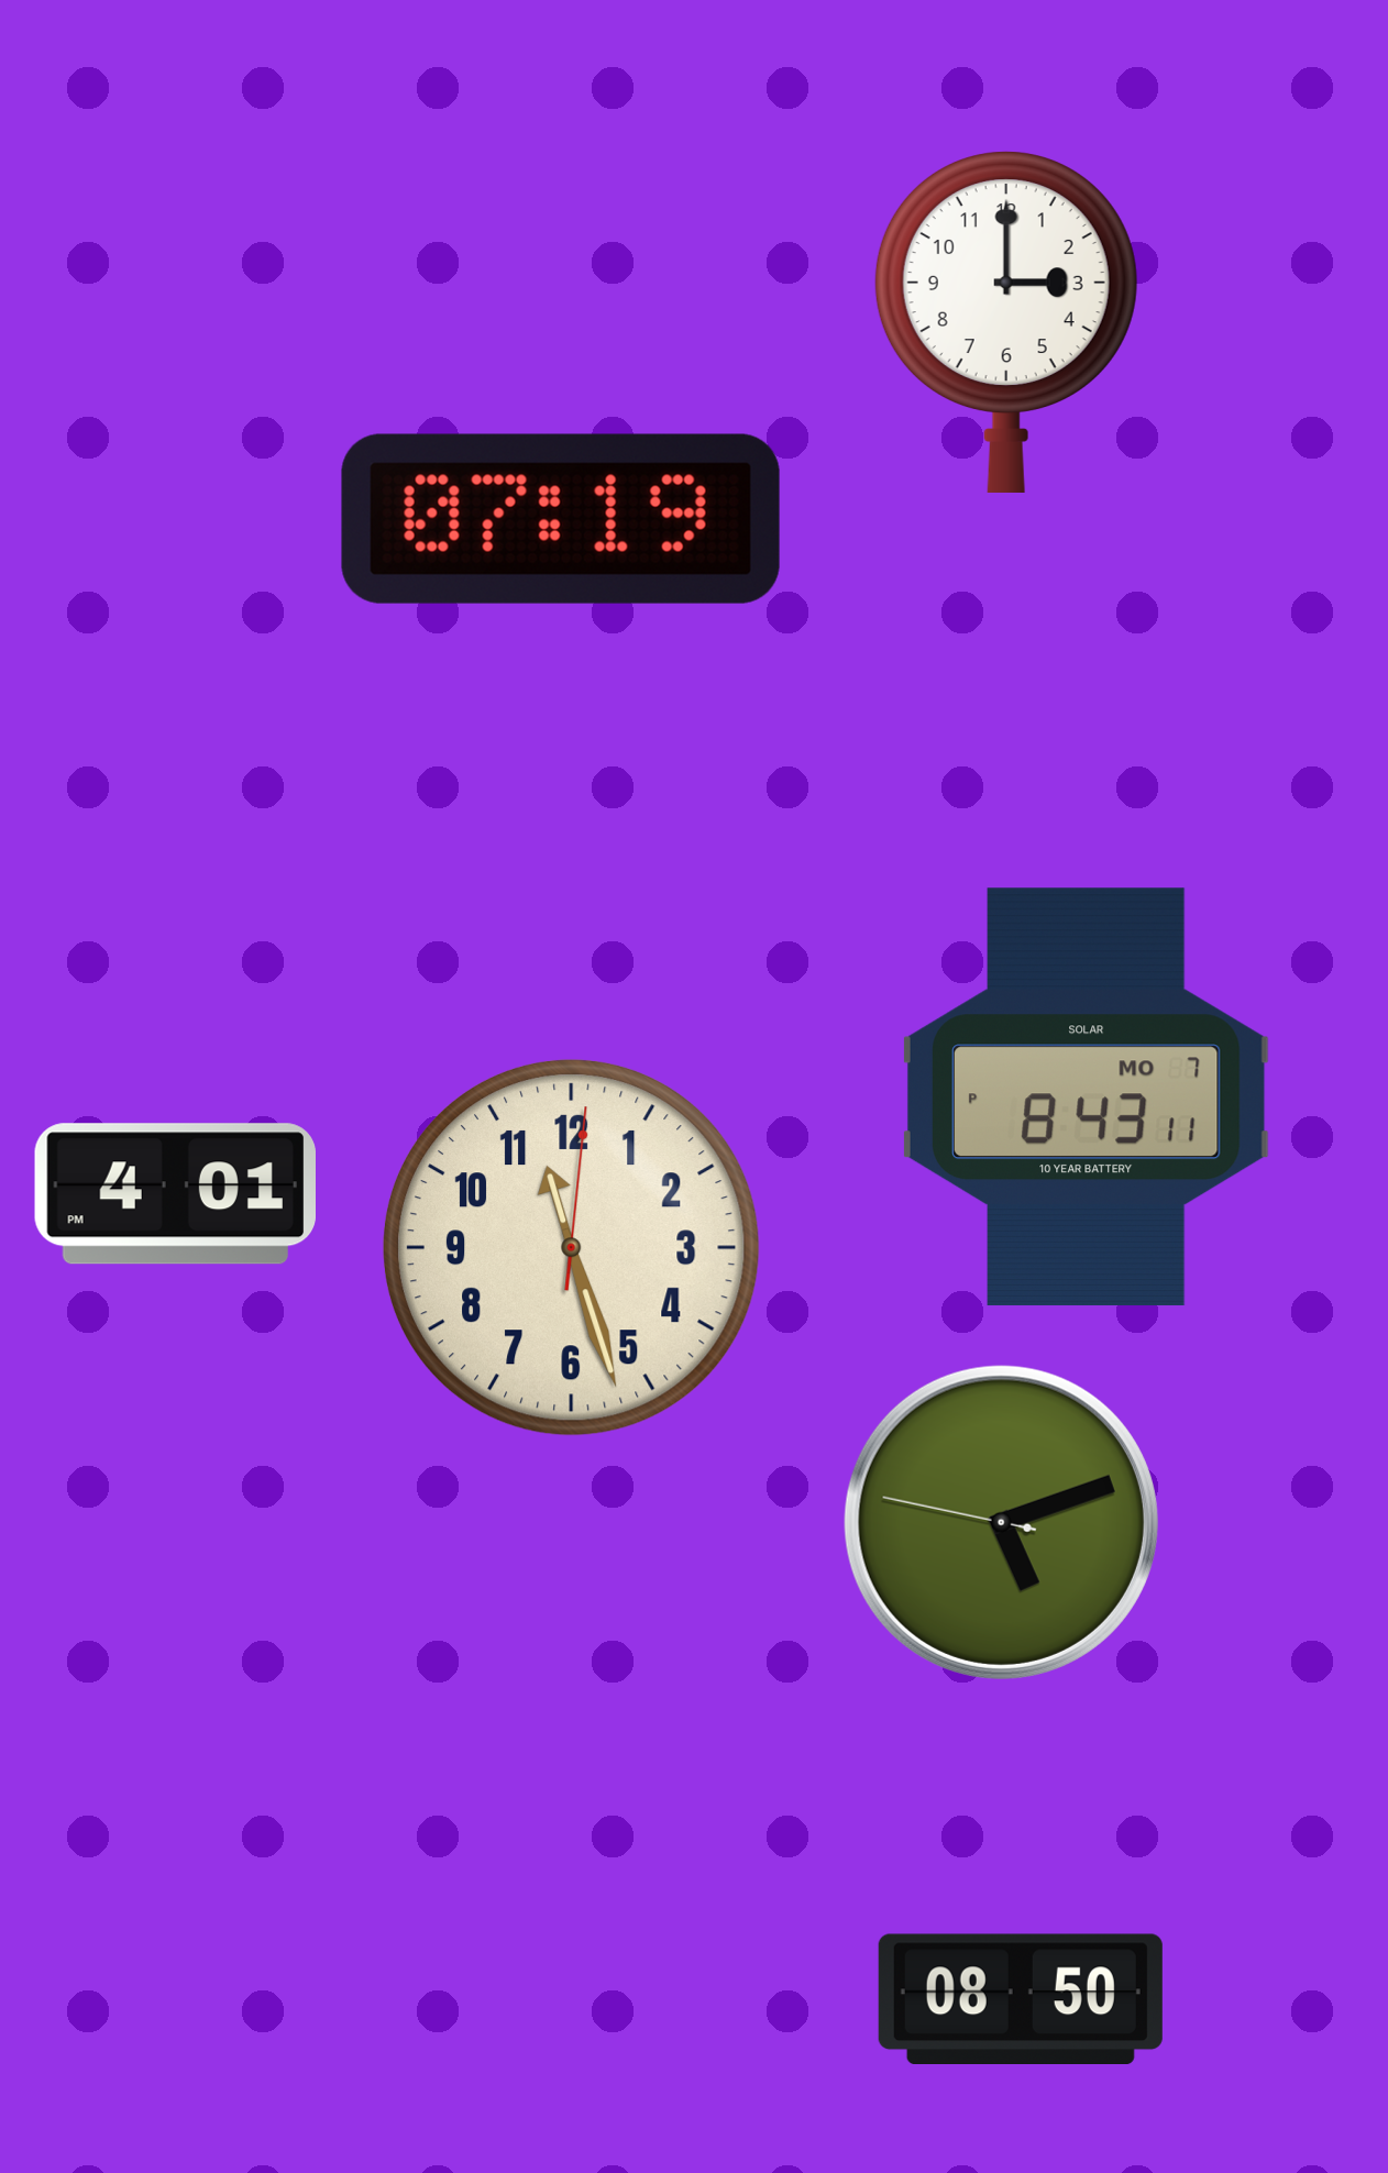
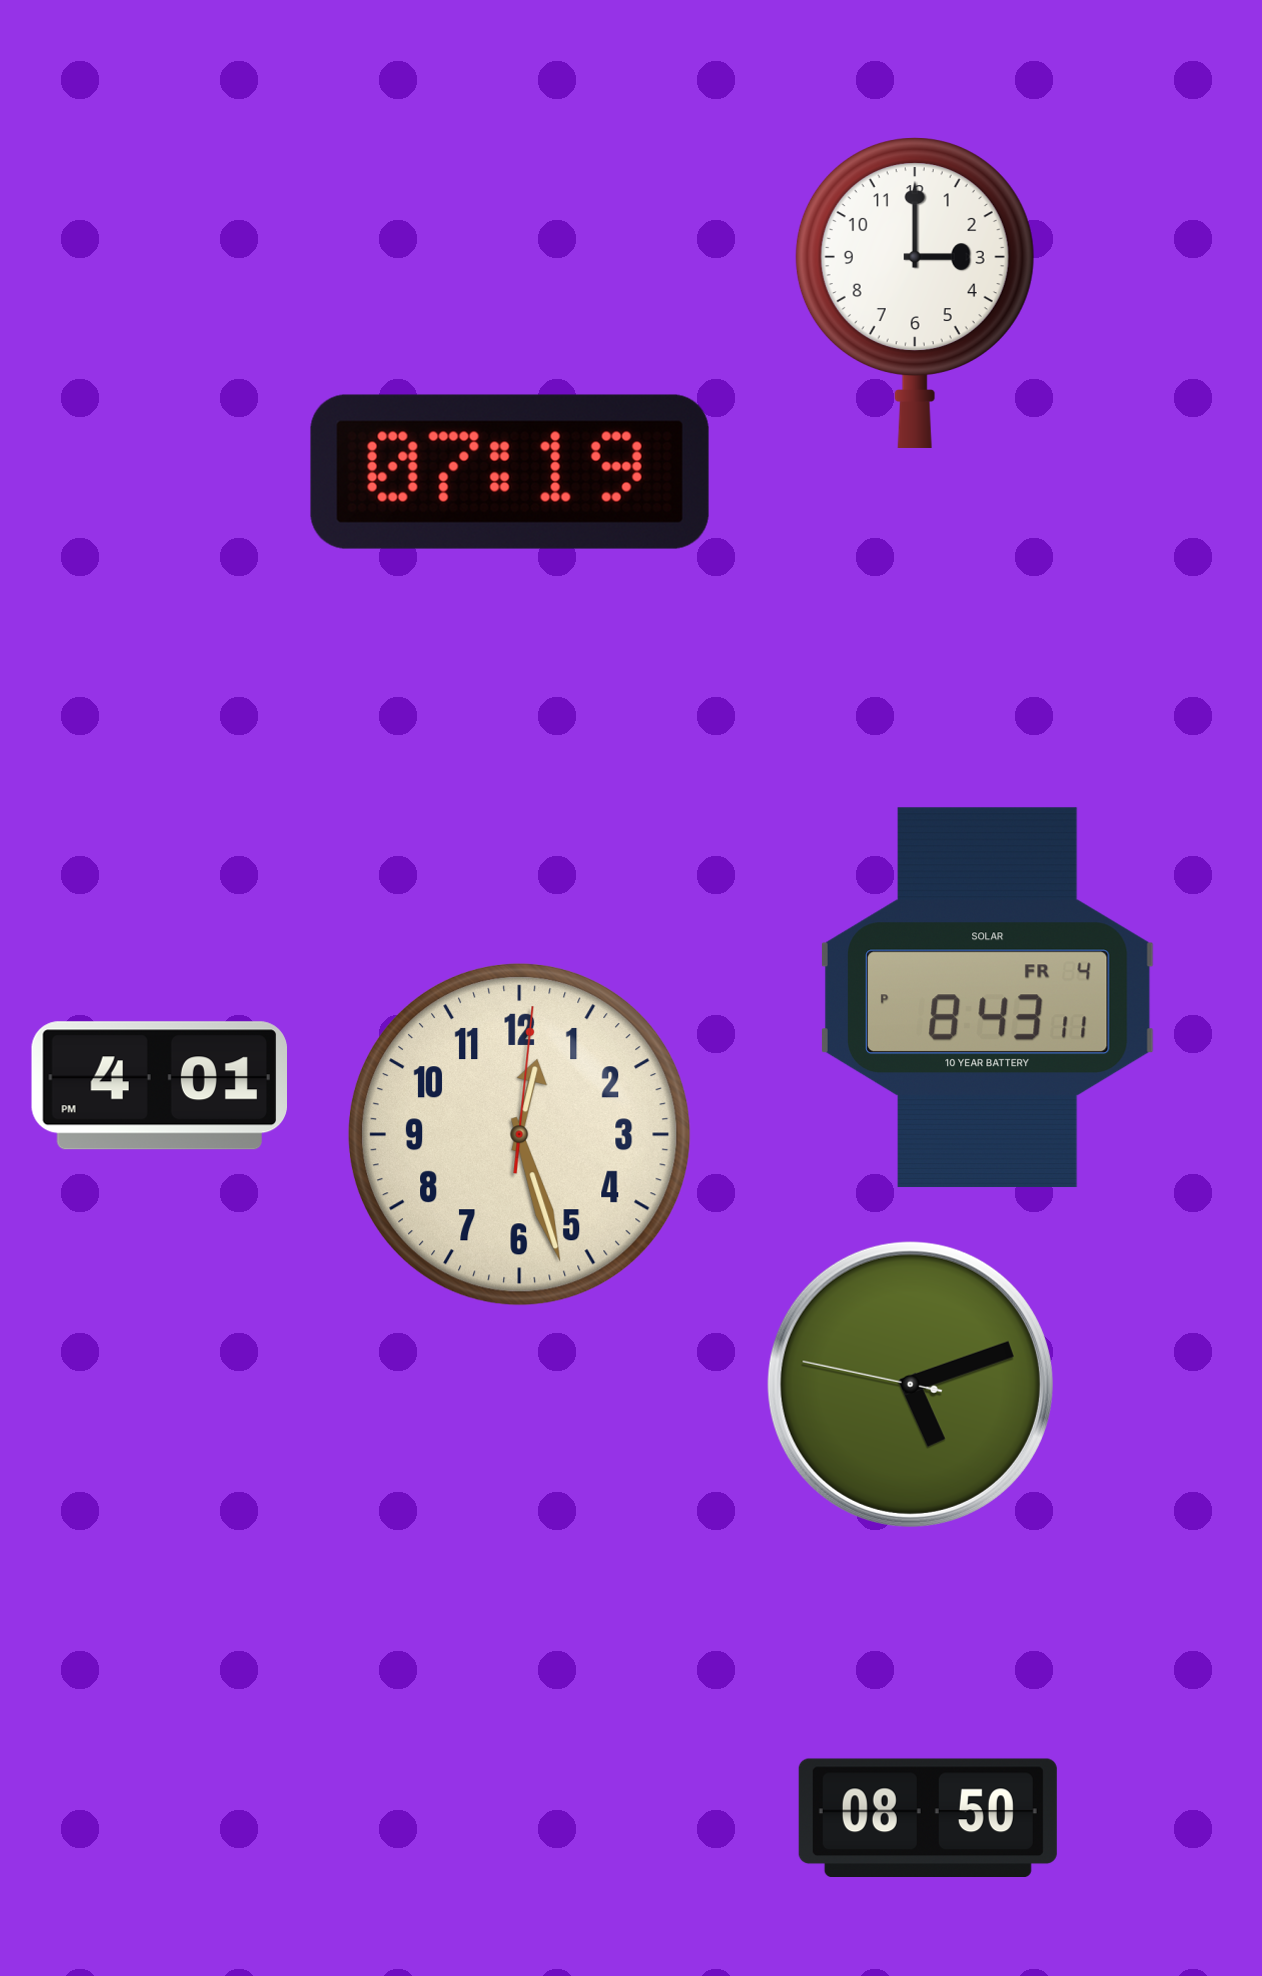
clock at (1086, 1097) date: MO 7 -> FR 4
clock at (571, 1247): 11:27 -> 12:27
